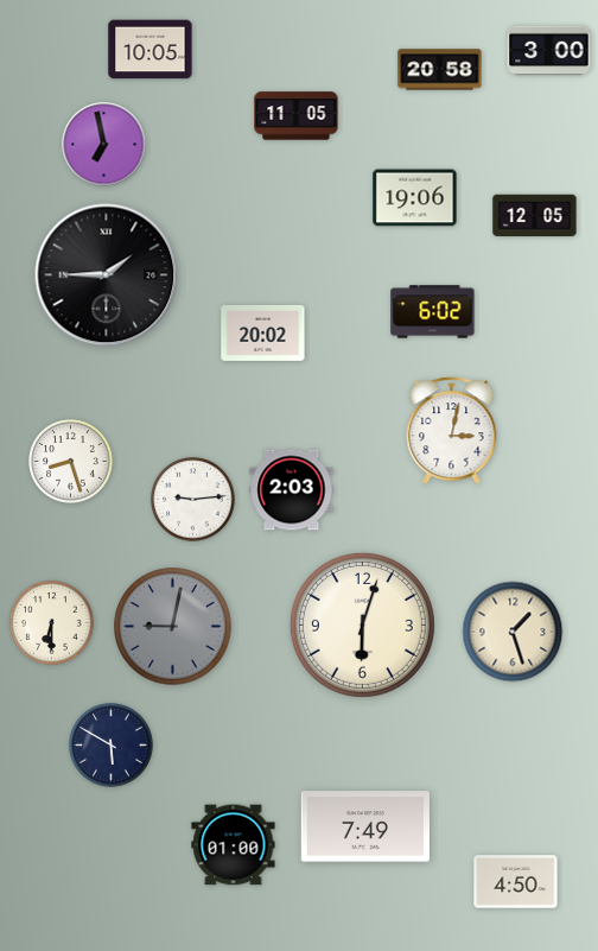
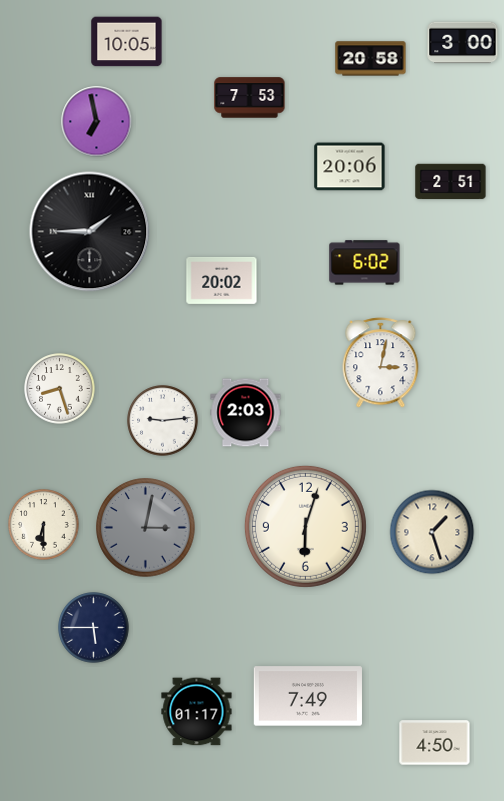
clock at (297, 116): 11:05 -> 7:53
clock at (104, 145) position: (104, 145) -> (97, 122)
clock at (415, 198): 19:06 -> 20:06
clock at (535, 216): 12:05 -> 2:51
clock at (173, 627): 9:02 -> 3:02
clock at (112, 746): 5:50 -> 5:45
clock at (234, 845): 01:00 -> 01:17
